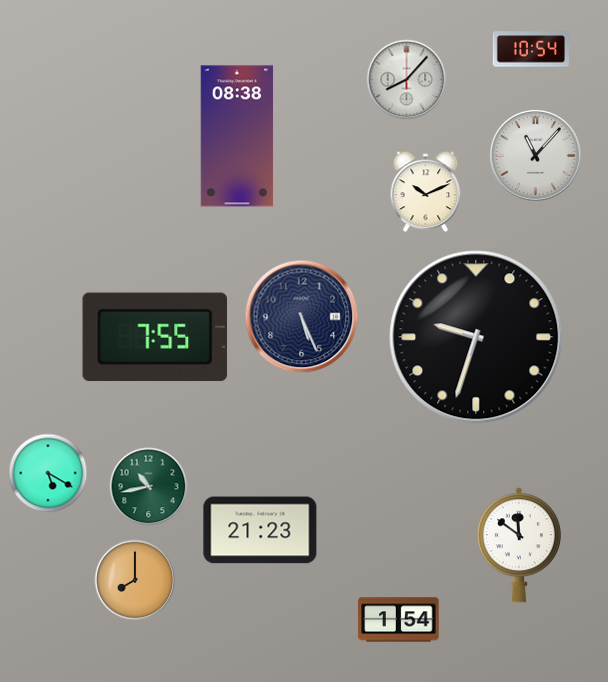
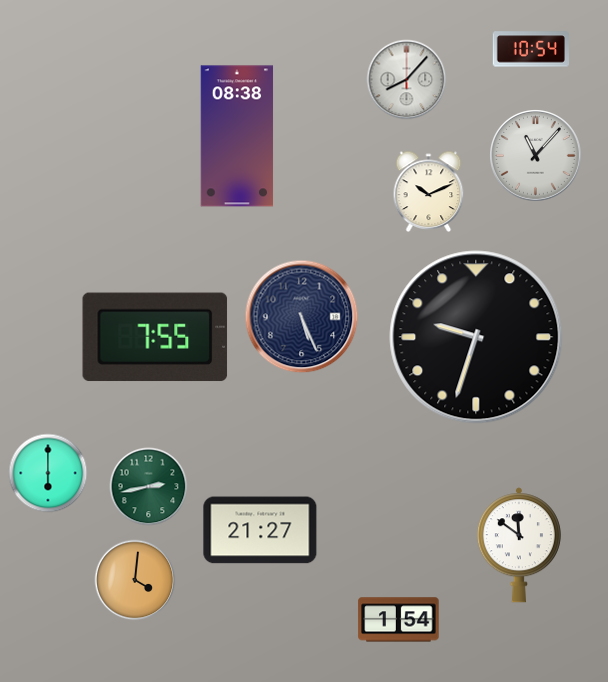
clock at (426, 191) position: (426, 191) -> (429, 191)
clock at (48, 473): 5:20 -> 6:00
clock at (149, 487): 10:43 -> 2:43
clock at (260, 530): 21:23 -> 21:27
clock at (135, 580): 8:00 -> 4:01
